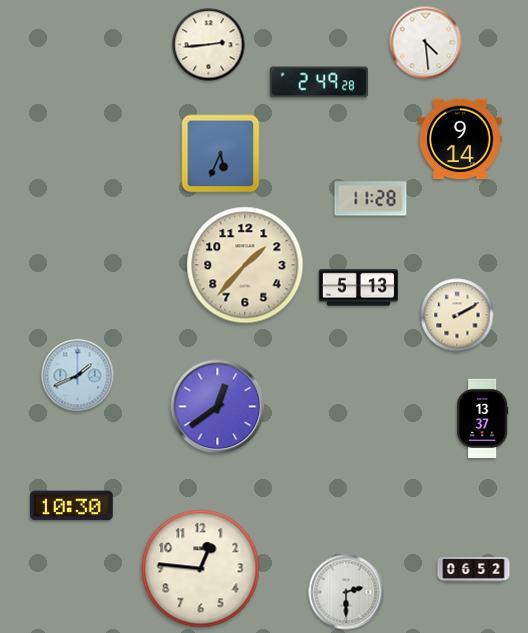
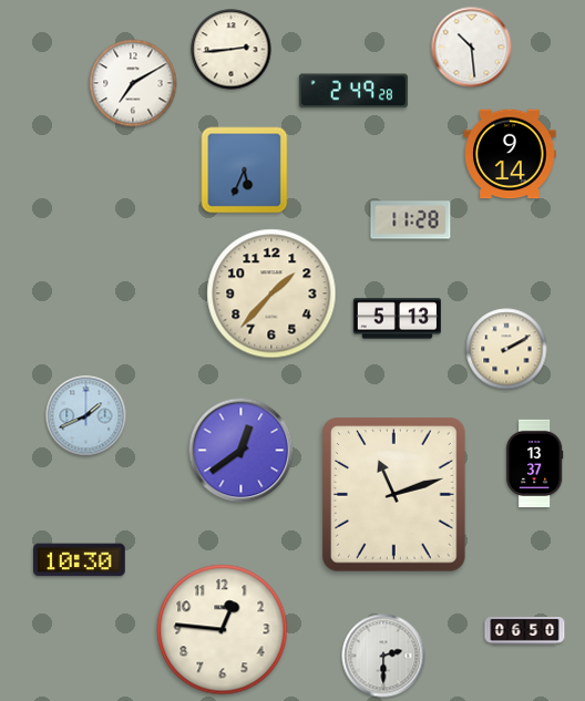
clock at (426, 43): 4:29 -> 10:29
clock at (133, 83): none -> 7:10
clock at (394, 495): none -> 11:12
clock at (474, 570): 06:52 -> 06:50
